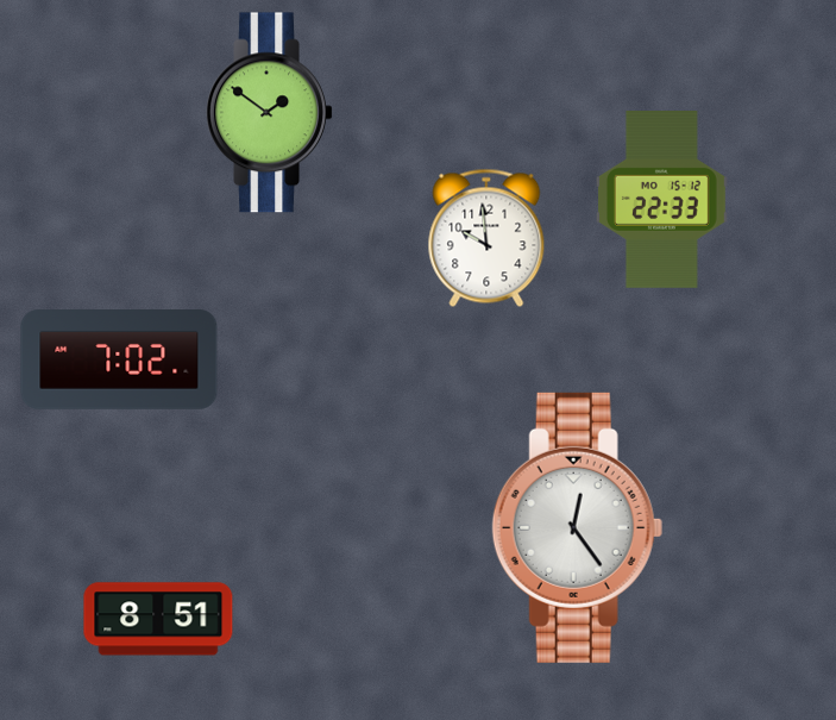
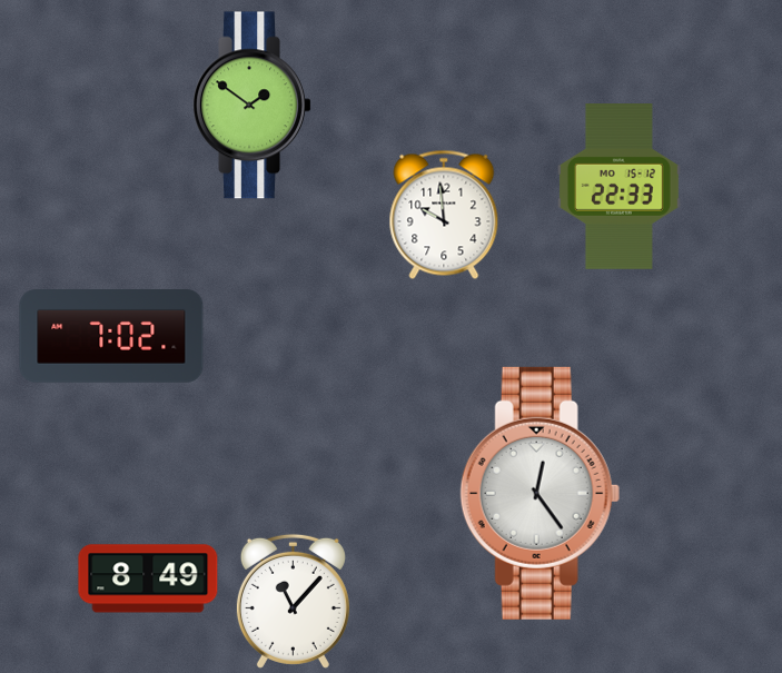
clock at (486, 238) position: (486, 238) -> (444, 215)
clock at (158, 619): 8:51 -> 8:49
clock at (293, 601): none -> 11:07
